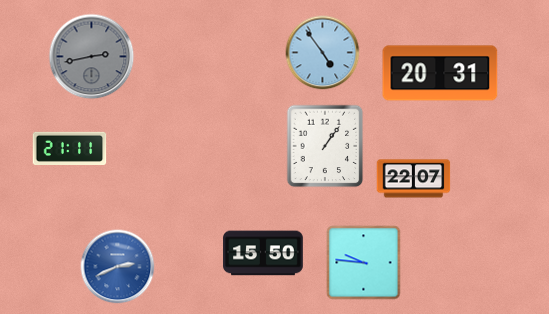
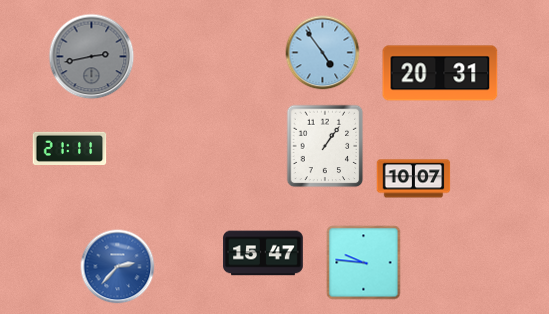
clock at (414, 179): 22:07 -> 10:07
clock at (263, 253): 15:50 -> 15:47
clock at (118, 267): 2:41 -> 2:37
